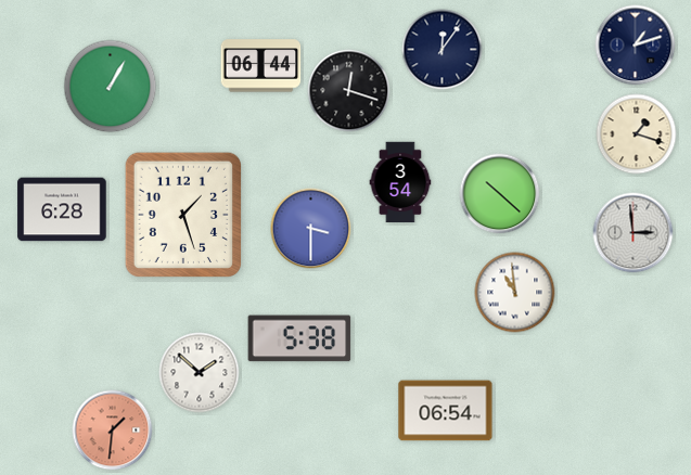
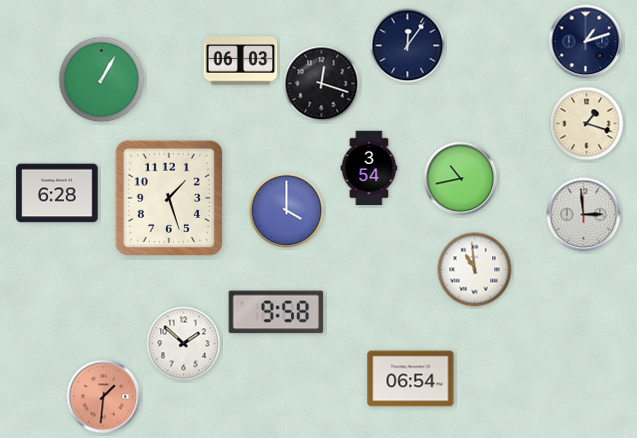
clock at (261, 66): 06:44 -> 06:03
clock at (500, 194): 10:22 -> 10:43
clock at (311, 229): 3:30 -> 4:00
clock at (299, 338): 5:38 -> 9:58
